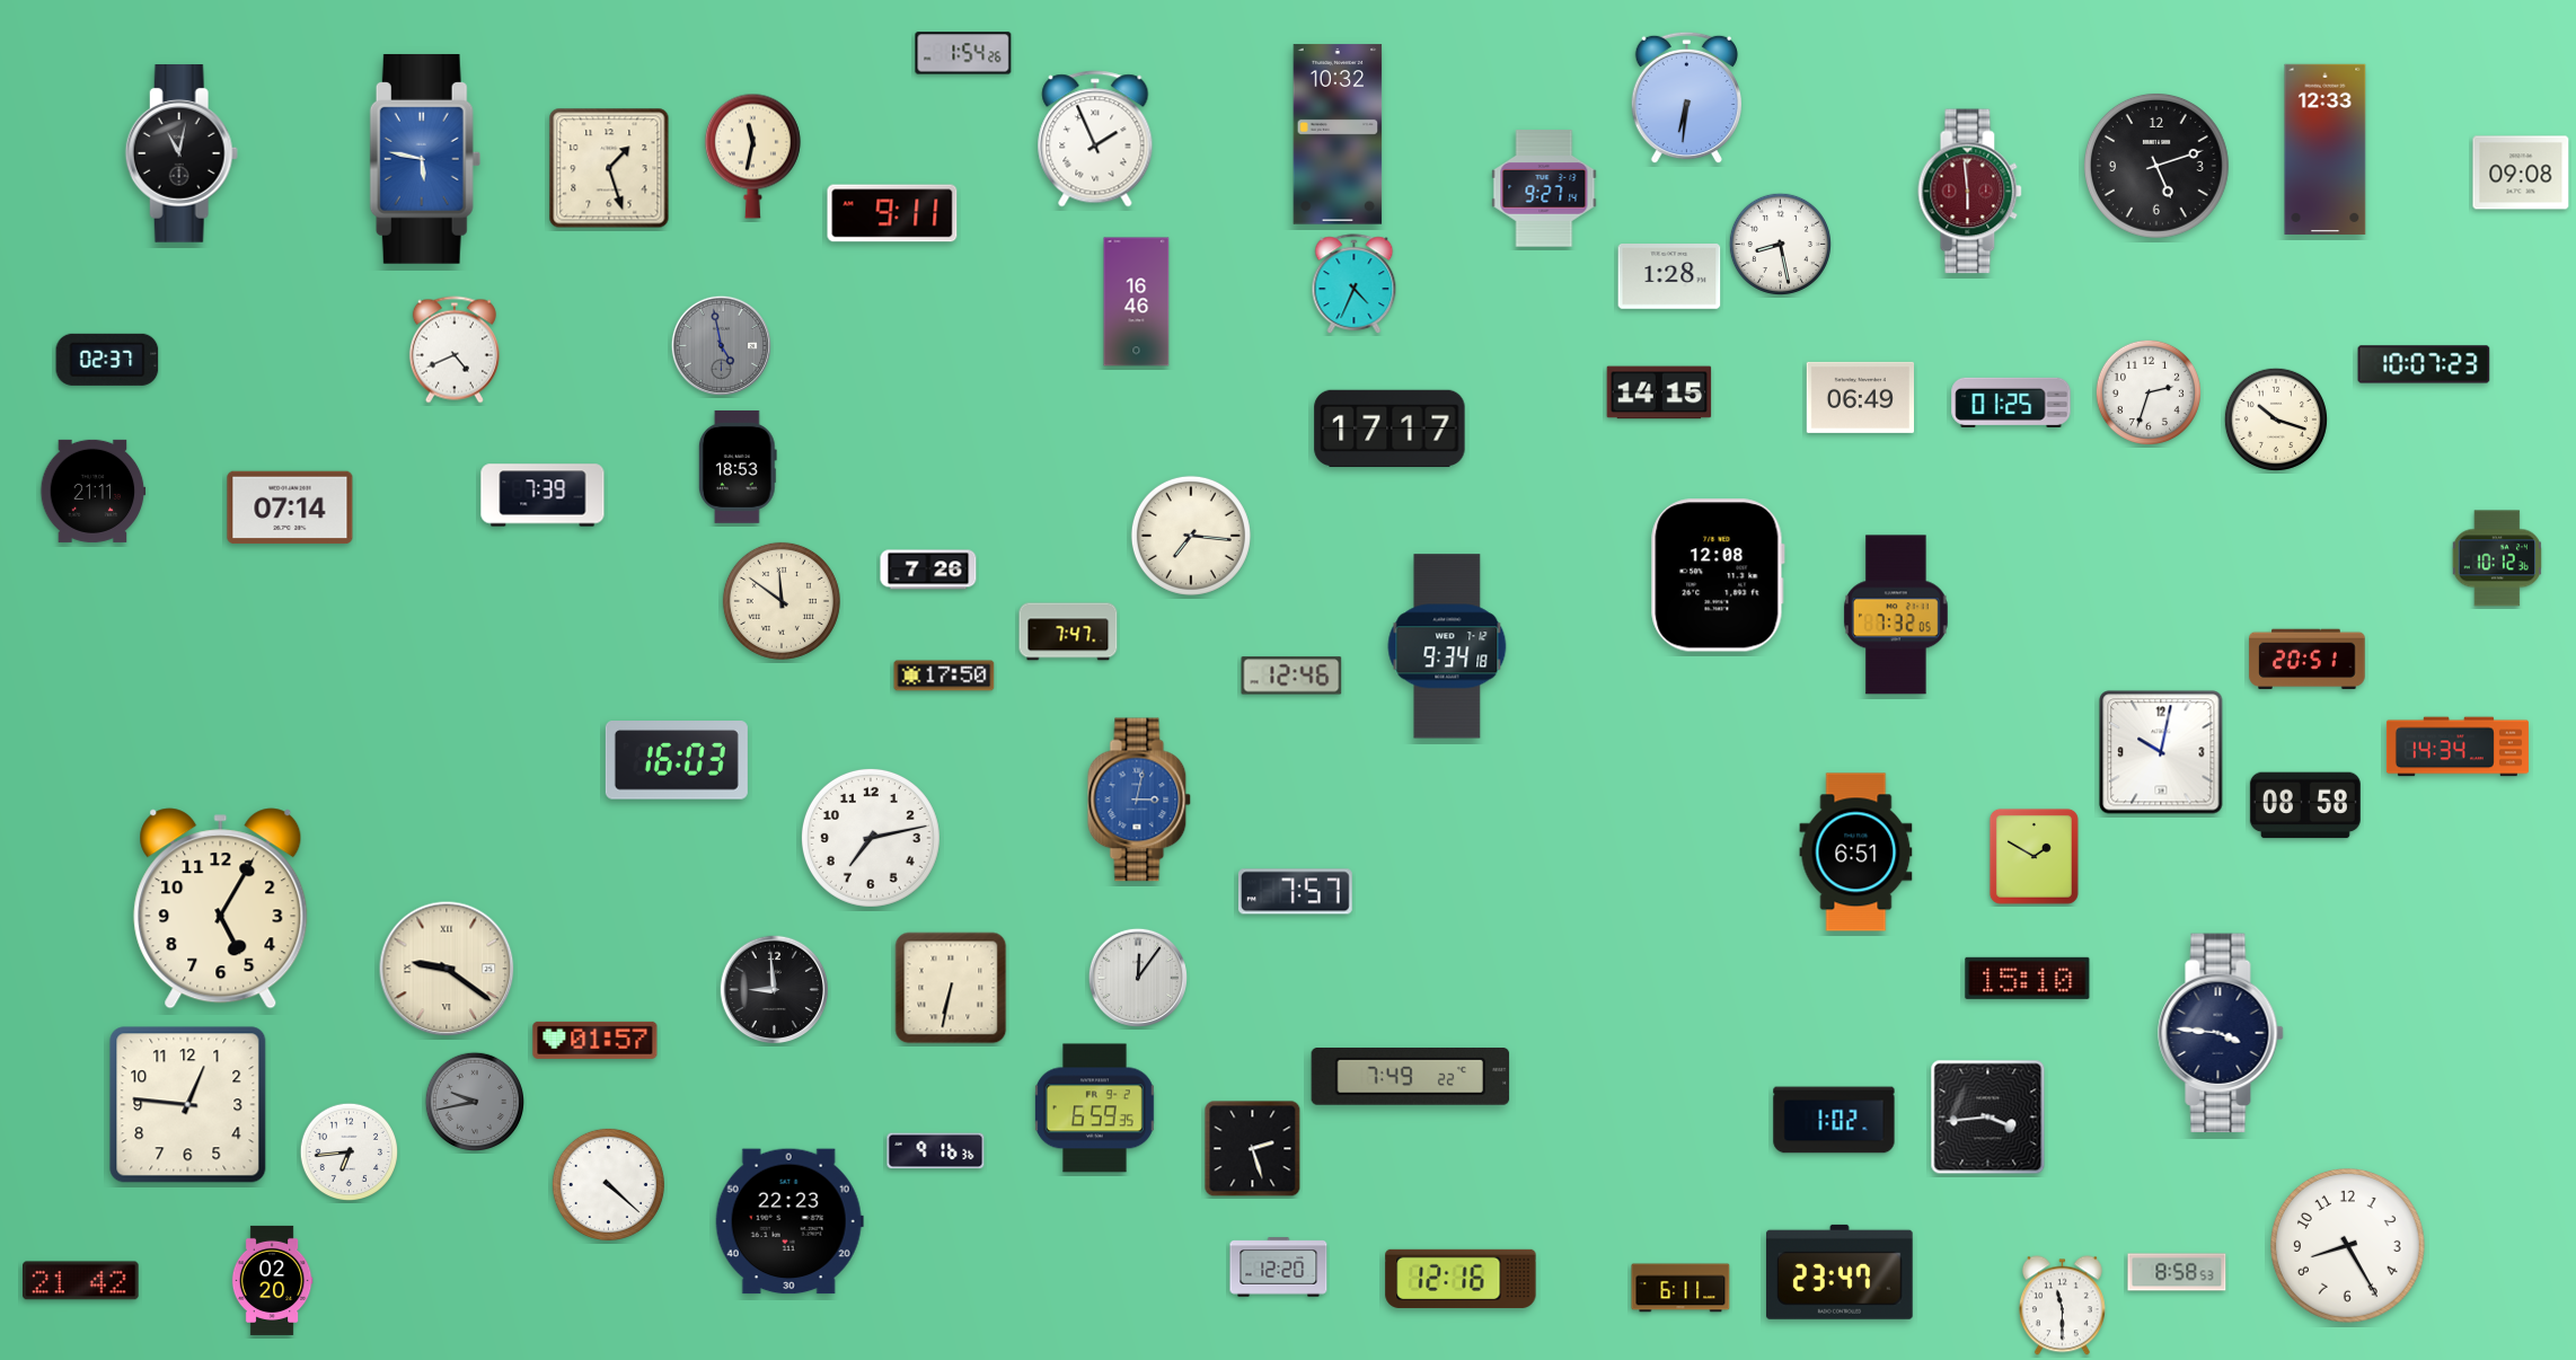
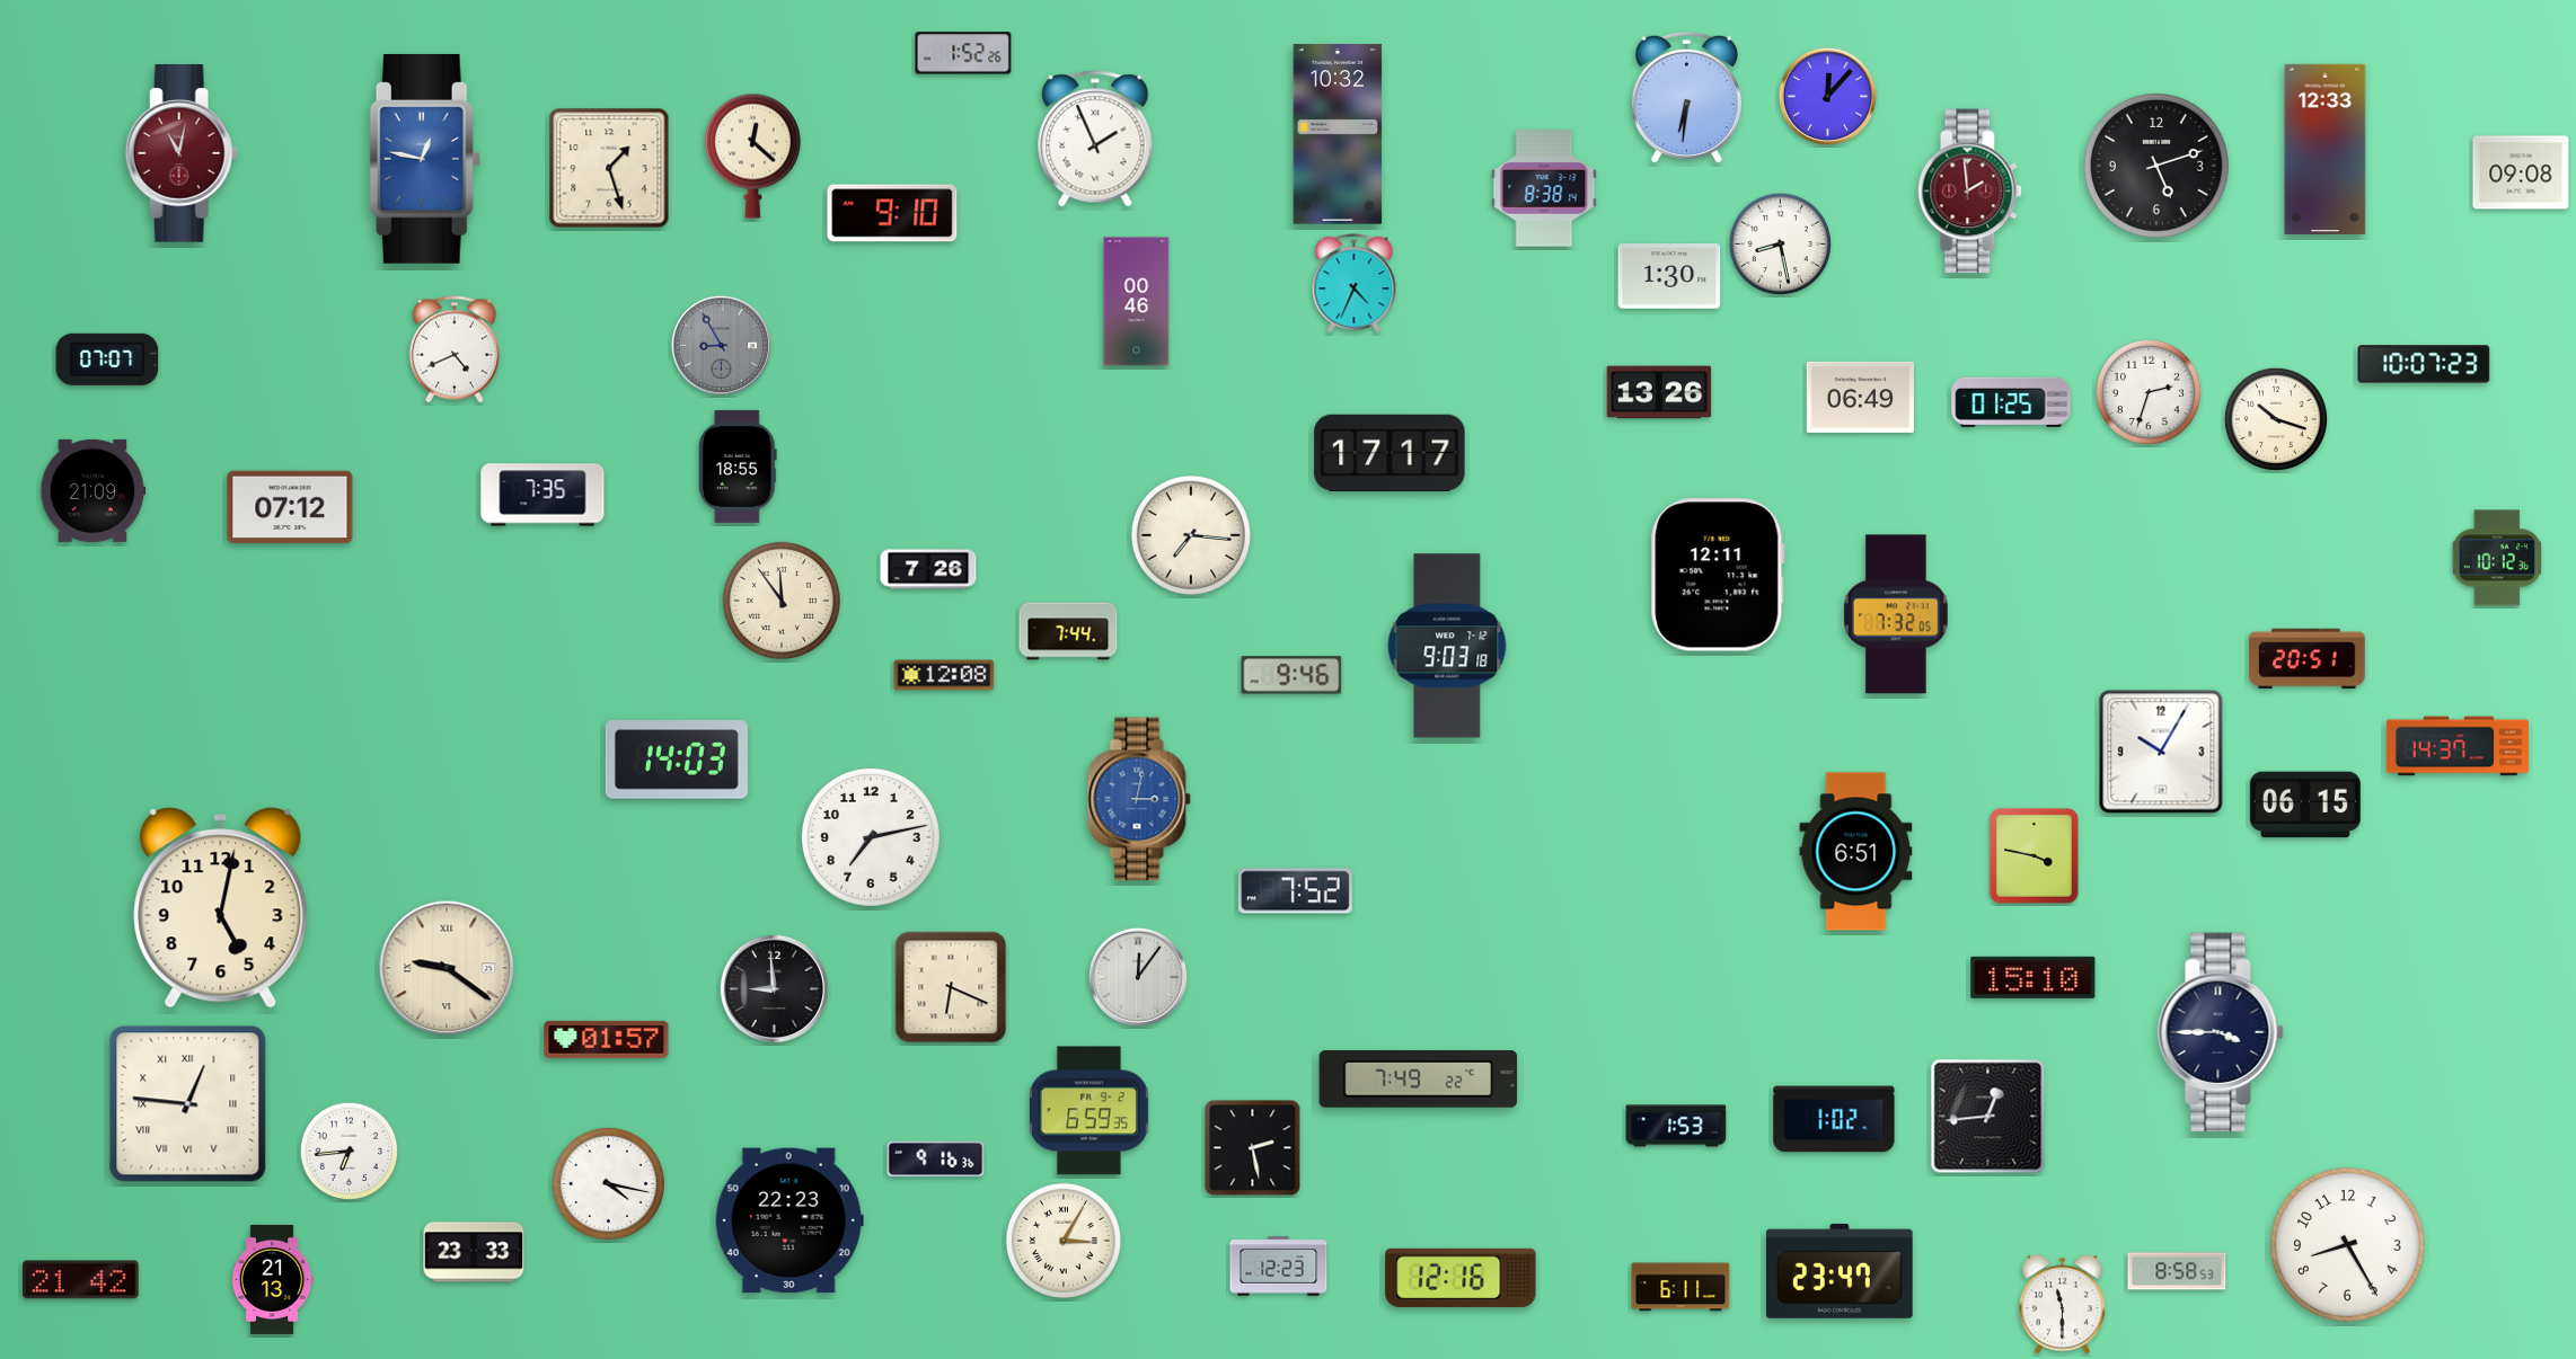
clock at (963, 53): 1:54 -> 1:52
clock at (1827, 96): none -> 12:07
clock at (182, 154) dial: black -> burgundy
clock at (752, 156): 11:32 -> 12:22
clock at (425, 159): 5:47 -> 12:47
clock at (1544, 188): 9:27 -> 8:38
clock at (1970, 192): 5:59 -> 1:59
clock at (892, 213): 9:11 -> 9:10
clock at (1669, 277): 1:28 -> 1:30
clock at (1137, 302): 16:46 -> 00:46
clock at (721, 345): 4:58 -> 8:55
clock at (107, 360): 02:37 -> 07:07
clock at (1659, 392): 14:15 -> 13:26
clock at (1390, 429) position: (1390, 429) -> (1390, 453)
clock at (738, 467): 18:53 -> 18:55
clock at (94, 491): 21:11 -> 21:09
clock at (542, 495): 7:39 -> 7:35
clock at (290, 507): 07:14 -> 07:12
clock at (1718, 575): 12:08 -> 12:11
clock at (782, 601): 11:51 -> 11:54
clock at (1068, 632): 7:47 -> 7:44
clock at (1447, 646): 9:34 -> 9:03
clock at (944, 675): 17:50 -> 12:08
clock at (1291, 675): 12:46 -> 9:46
clock at (2458, 747): 14:34 -> 14:37
clock at (2161, 752): 10:02 -> 10:05
clock at (677, 760): 16:03 -> 14:03
clock at (2305, 805): 08:58 -> 06:15
clock at (2034, 856): 1:50 -> 3:47
clock at (1295, 892): 7:57 -> 7:52
clock at (221, 909): 5:05 -> 5:02
clock at (2028, 978) position: (2028, 978) -> (2034, 977)
clock at (951, 988): 6:32 -> 6:19
clock at (2221, 1033): 3:46 -> 3:45
clock at (596, 1040) position: (596, 1040) -> (607, 1039)
clock at (1411, 1077) position: (1411, 1077) -> (1419, 1080)
clock at (474, 1101): 9:43 -> none
clock at (188, 1105) numerals: Arabic -> Roman
clock at (1094, 1109) position: (1094, 1109) -> (1088, 1111)
clock at (1988, 1118): 3:44 -> 12:44
clock at (1676, 1126): none -> 1:53
clock at (1253, 1149): 2:27 -> 2:28
clock at (936, 1151) position: (936, 1151) -> (936, 1160)
clock at (608, 1184): 4:22 -> 4:17
clock at (1064, 1241): none -> 3:05
clock at (474, 1252): none -> 23:33
clock at (1279, 1268): 12:20 -> 12:23
clock at (272, 1280): 02:20 -> 21:13
